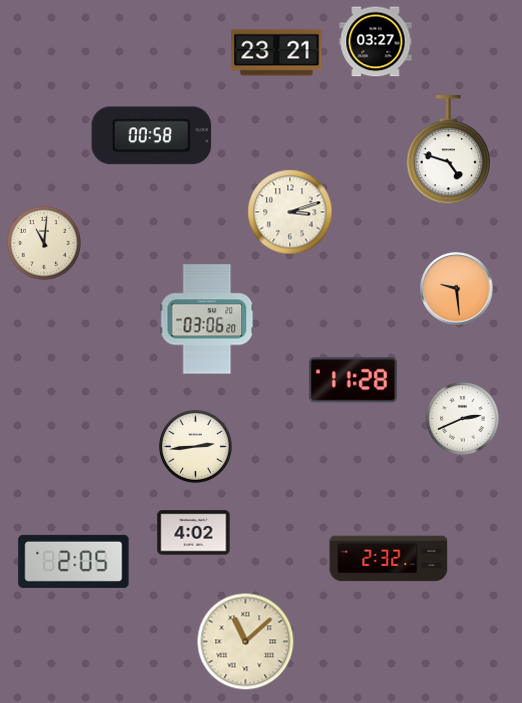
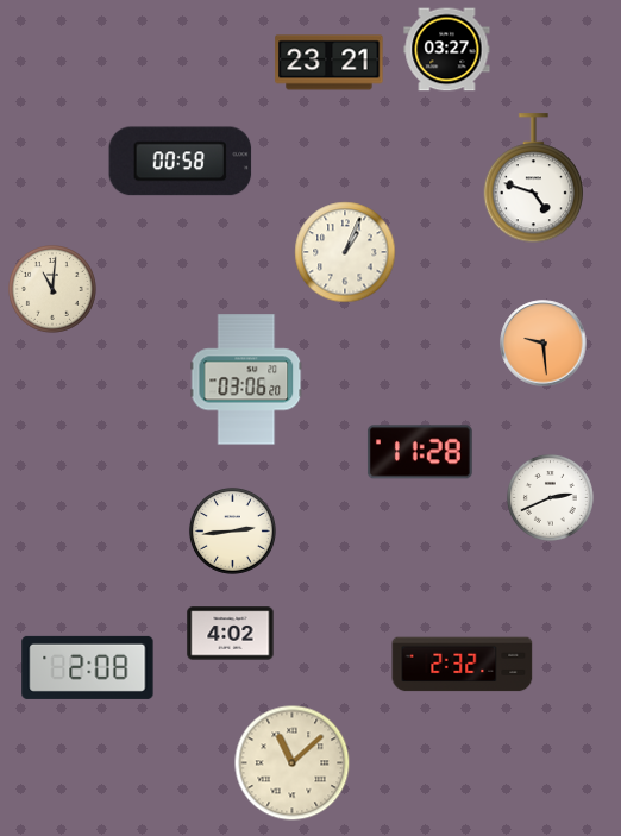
clock at (290, 212): 3:12 -> 1:04
clock at (74, 561): 2:05 -> 2:08
